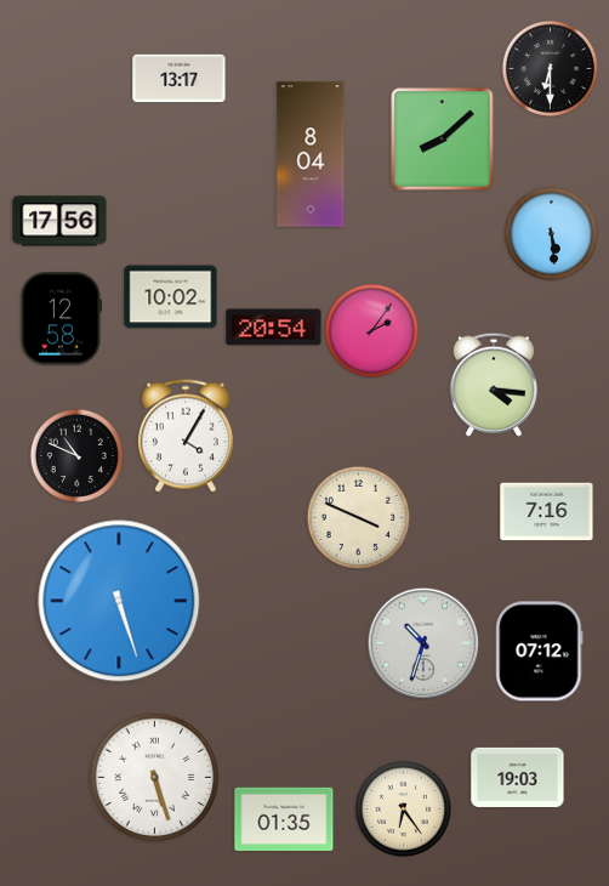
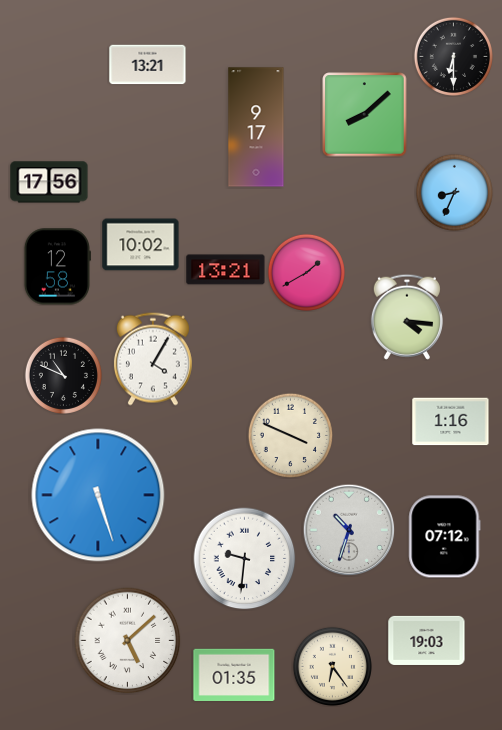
clock at (180, 79): 13:17 -> 13:21
clock at (311, 154): 8:04 -> 9:17
clock at (551, 233): 5:29 -> 8:34
clock at (61, 319) position: (61, 319) -> (57, 267)
clock at (274, 328): 20:54 -> 13:21
clock at (371, 330): 2:06 -> 1:40
clock at (547, 512): 7:16 -> 1:16
clock at (358, 517) position: (358, 517) -> (290, 435)
clock at (245, 559): none -> 9:31
clock at (155, 778): 5:27 -> 5:08
